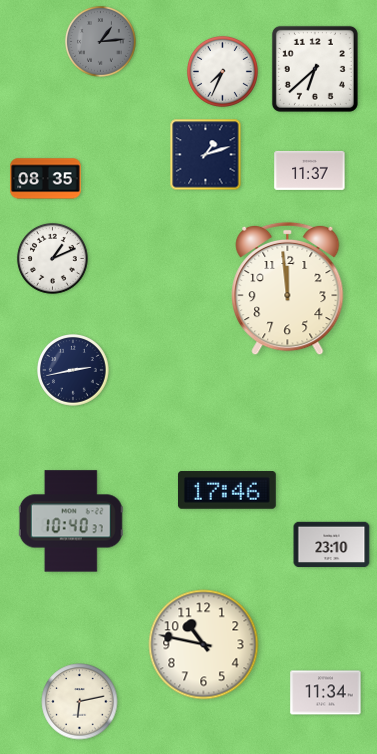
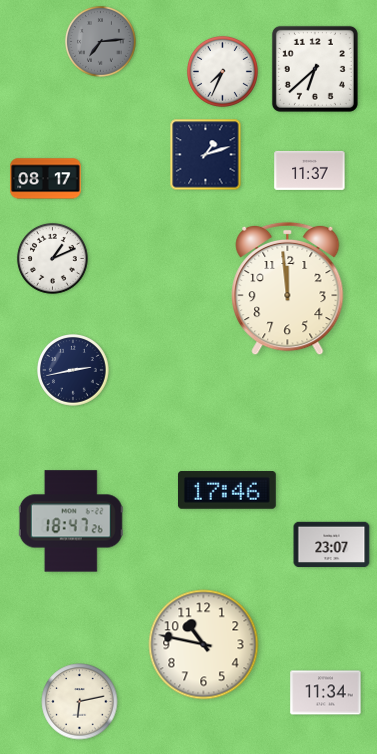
clock at (100, 41): 1:14 -> 7:14
clock at (46, 179): 08:35 -> 08:17
clock at (71, 521): 10:40 -> 18:47
clock at (332, 545): 23:10 -> 23:07
